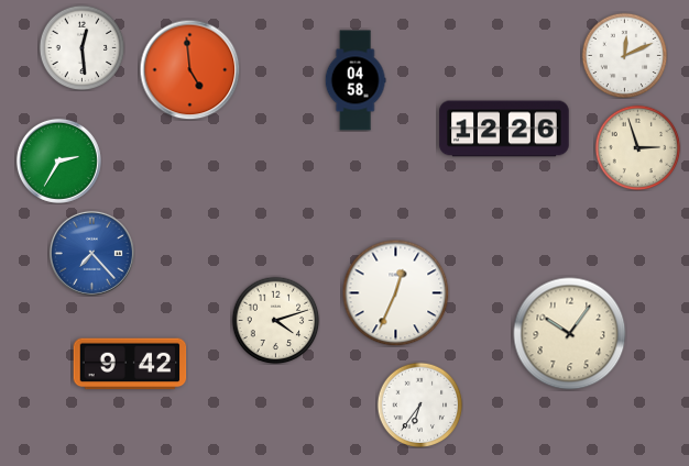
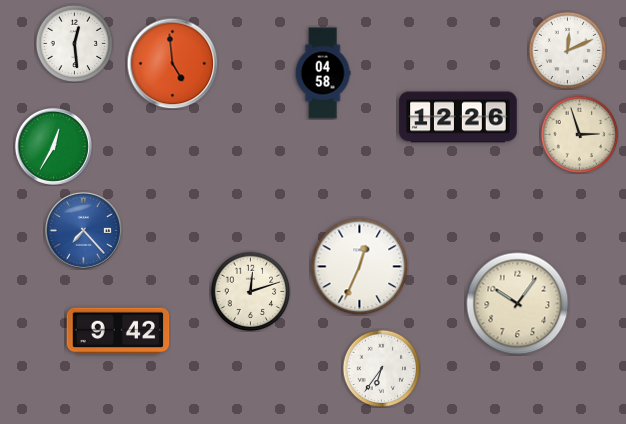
clock at (58, 160): 2:35 -> 12:35
clock at (275, 320): 4:12 -> 12:12
